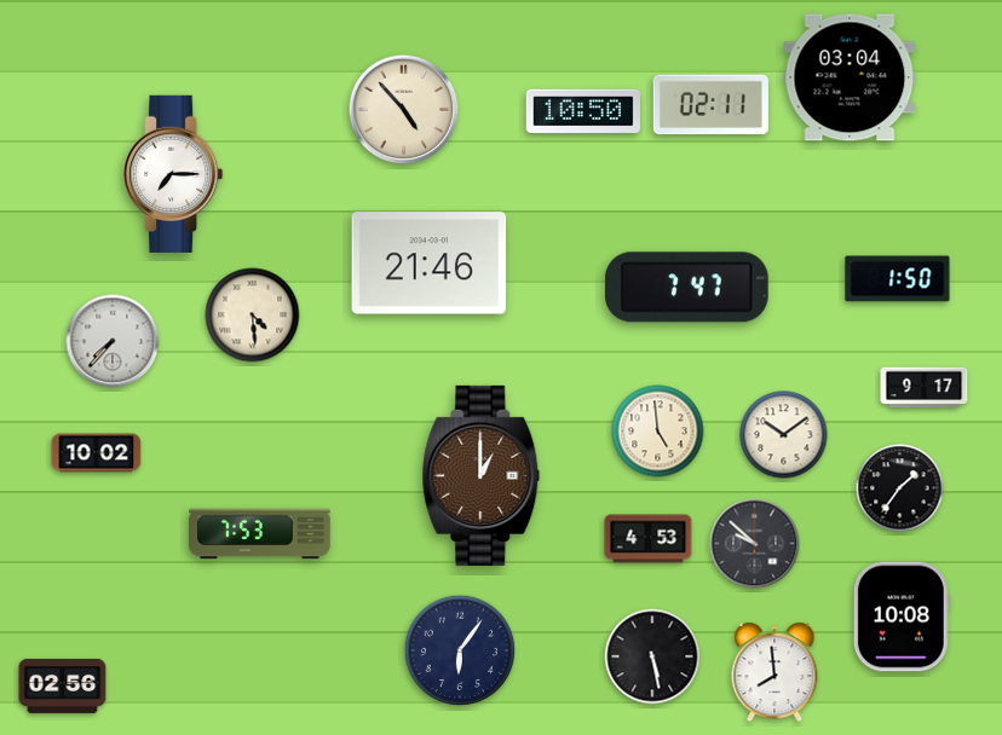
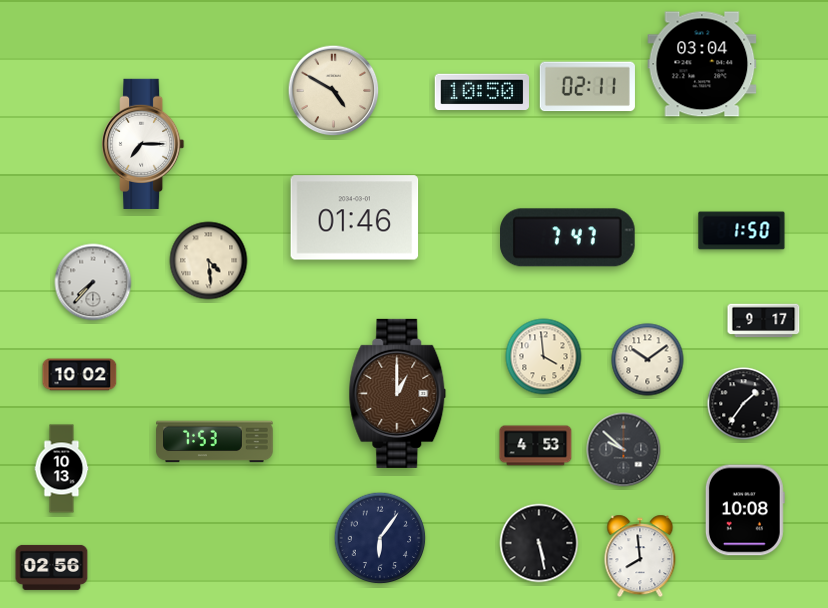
clock at (404, 110): 4:53 -> 4:50
clock at (430, 264): 21:46 -> 01:46
clock at (658, 432): 4:59 -> 3:59
clock at (62, 469): none -> 10:13
